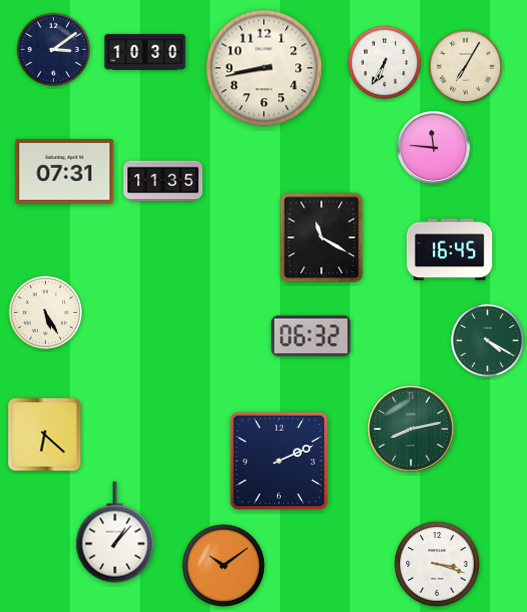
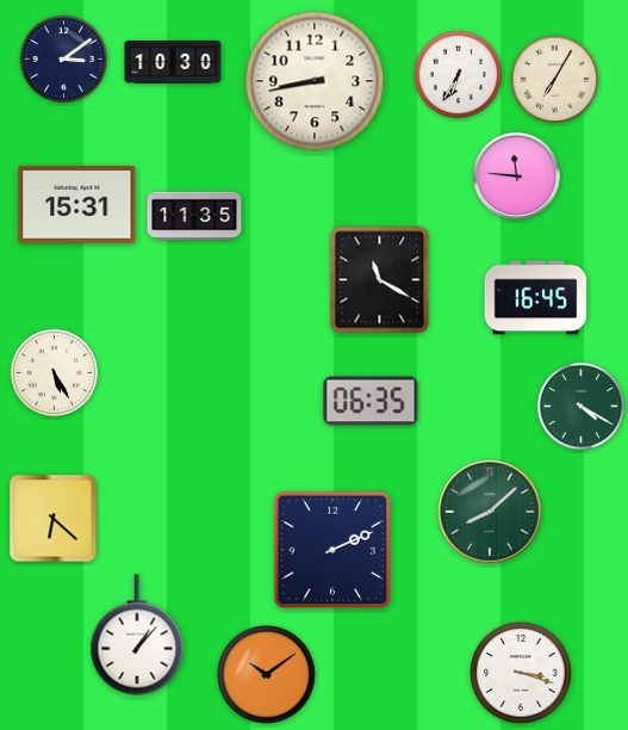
clock at (65, 172): 07:31 -> 15:31
clock at (322, 238) position: (322, 238) -> (380, 280)
clock at (311, 336): 06:32 -> 06:35
clock at (411, 429): 8:13 -> 8:08
